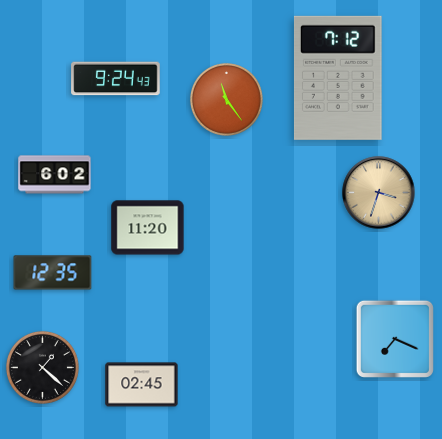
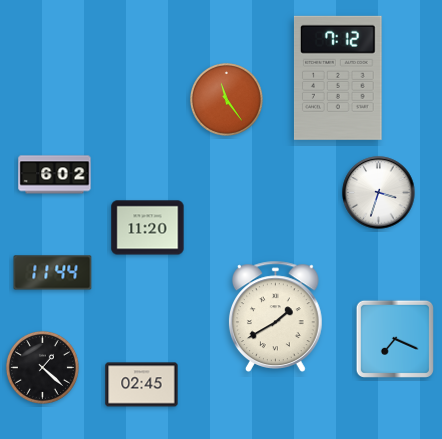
clock at (116, 79): 9:24 -> none
clock at (379, 193) dial: champagne -> white
clock at (53, 273): 12:35 -> 11:44
clock at (276, 316): none -> 1:40
